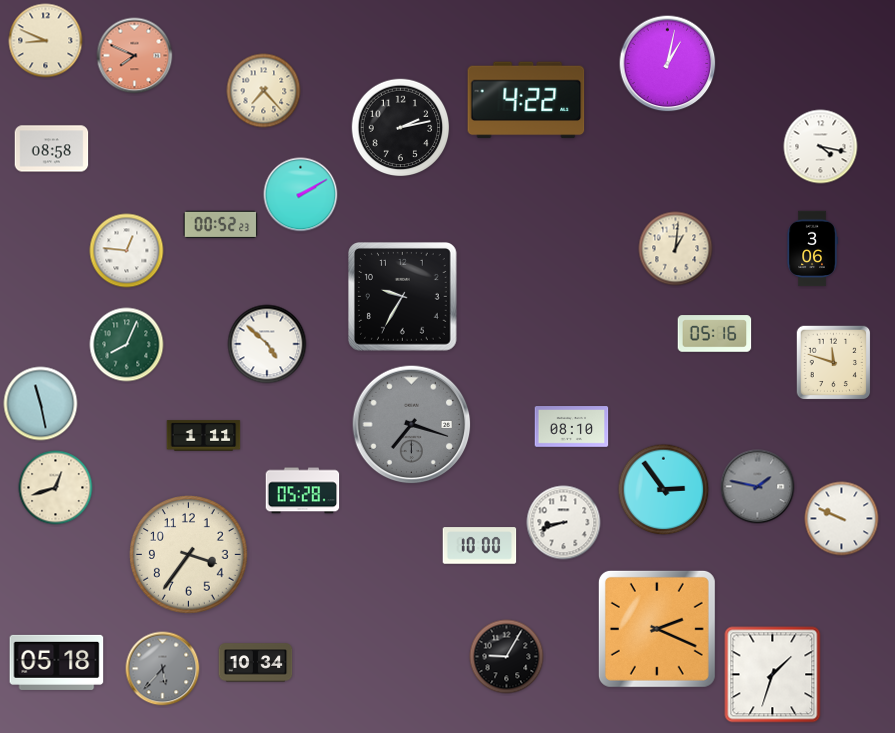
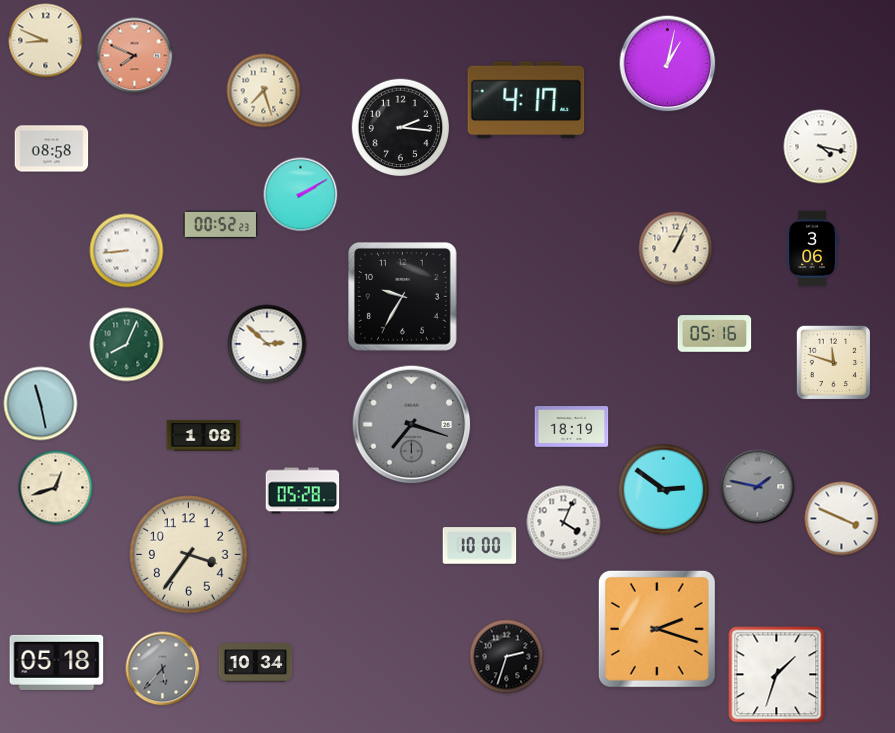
clock at (264, 91): 7:23 -> 7:27
clock at (526, 100): 4:22 -> 4:17
clock at (401, 128): 2:13 -> 2:16
clock at (676, 249): 1:01 -> 1:04
clock at (127, 251): 12:46 -> 8:44
clock at (267, 344): 4:52 -> 2:52
clock at (572, 427): 08:10 -> 18:19
clock at (204, 436): 1:11 -> 1:08
clock at (664, 490): 2:54 -> 2:51
clock at (842, 519): 9:49 -> 3:49
clock at (564, 523): 8:42 -> 4:04
clock at (657, 629): 2:19 -> 2:18
clock at (507, 657): 9:05 -> 2:33
clock at (773, 675) position: (773, 675) -> (777, 675)
